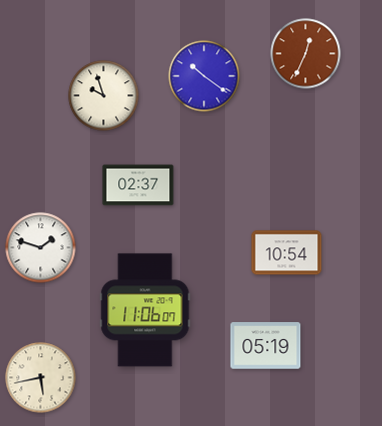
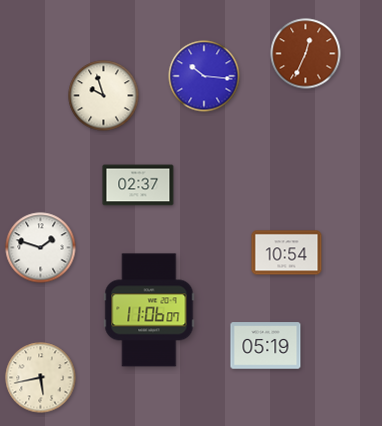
clock at (204, 76): 10:21 -> 10:16
clock at (145, 310) position: (145, 310) -> (149, 310)
